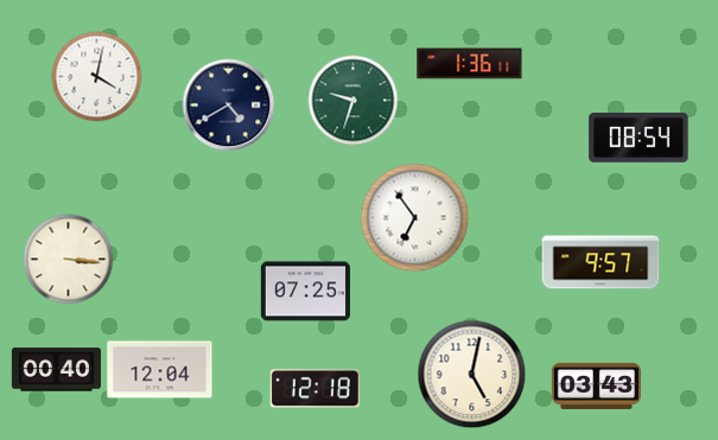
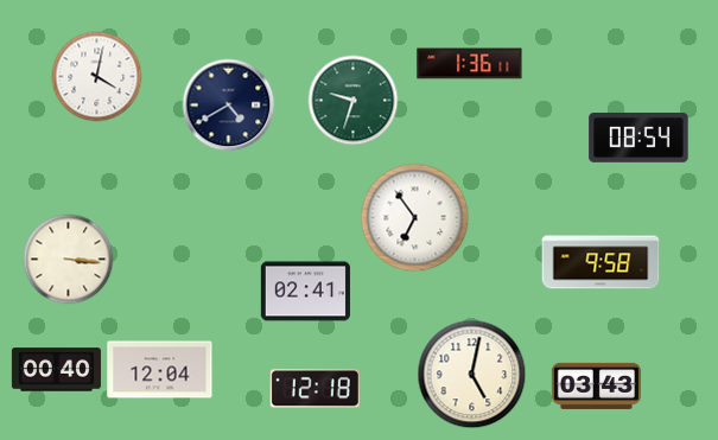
clock at (601, 262): 9:57 -> 9:58
clock at (305, 292): 07:25 -> 02:41
